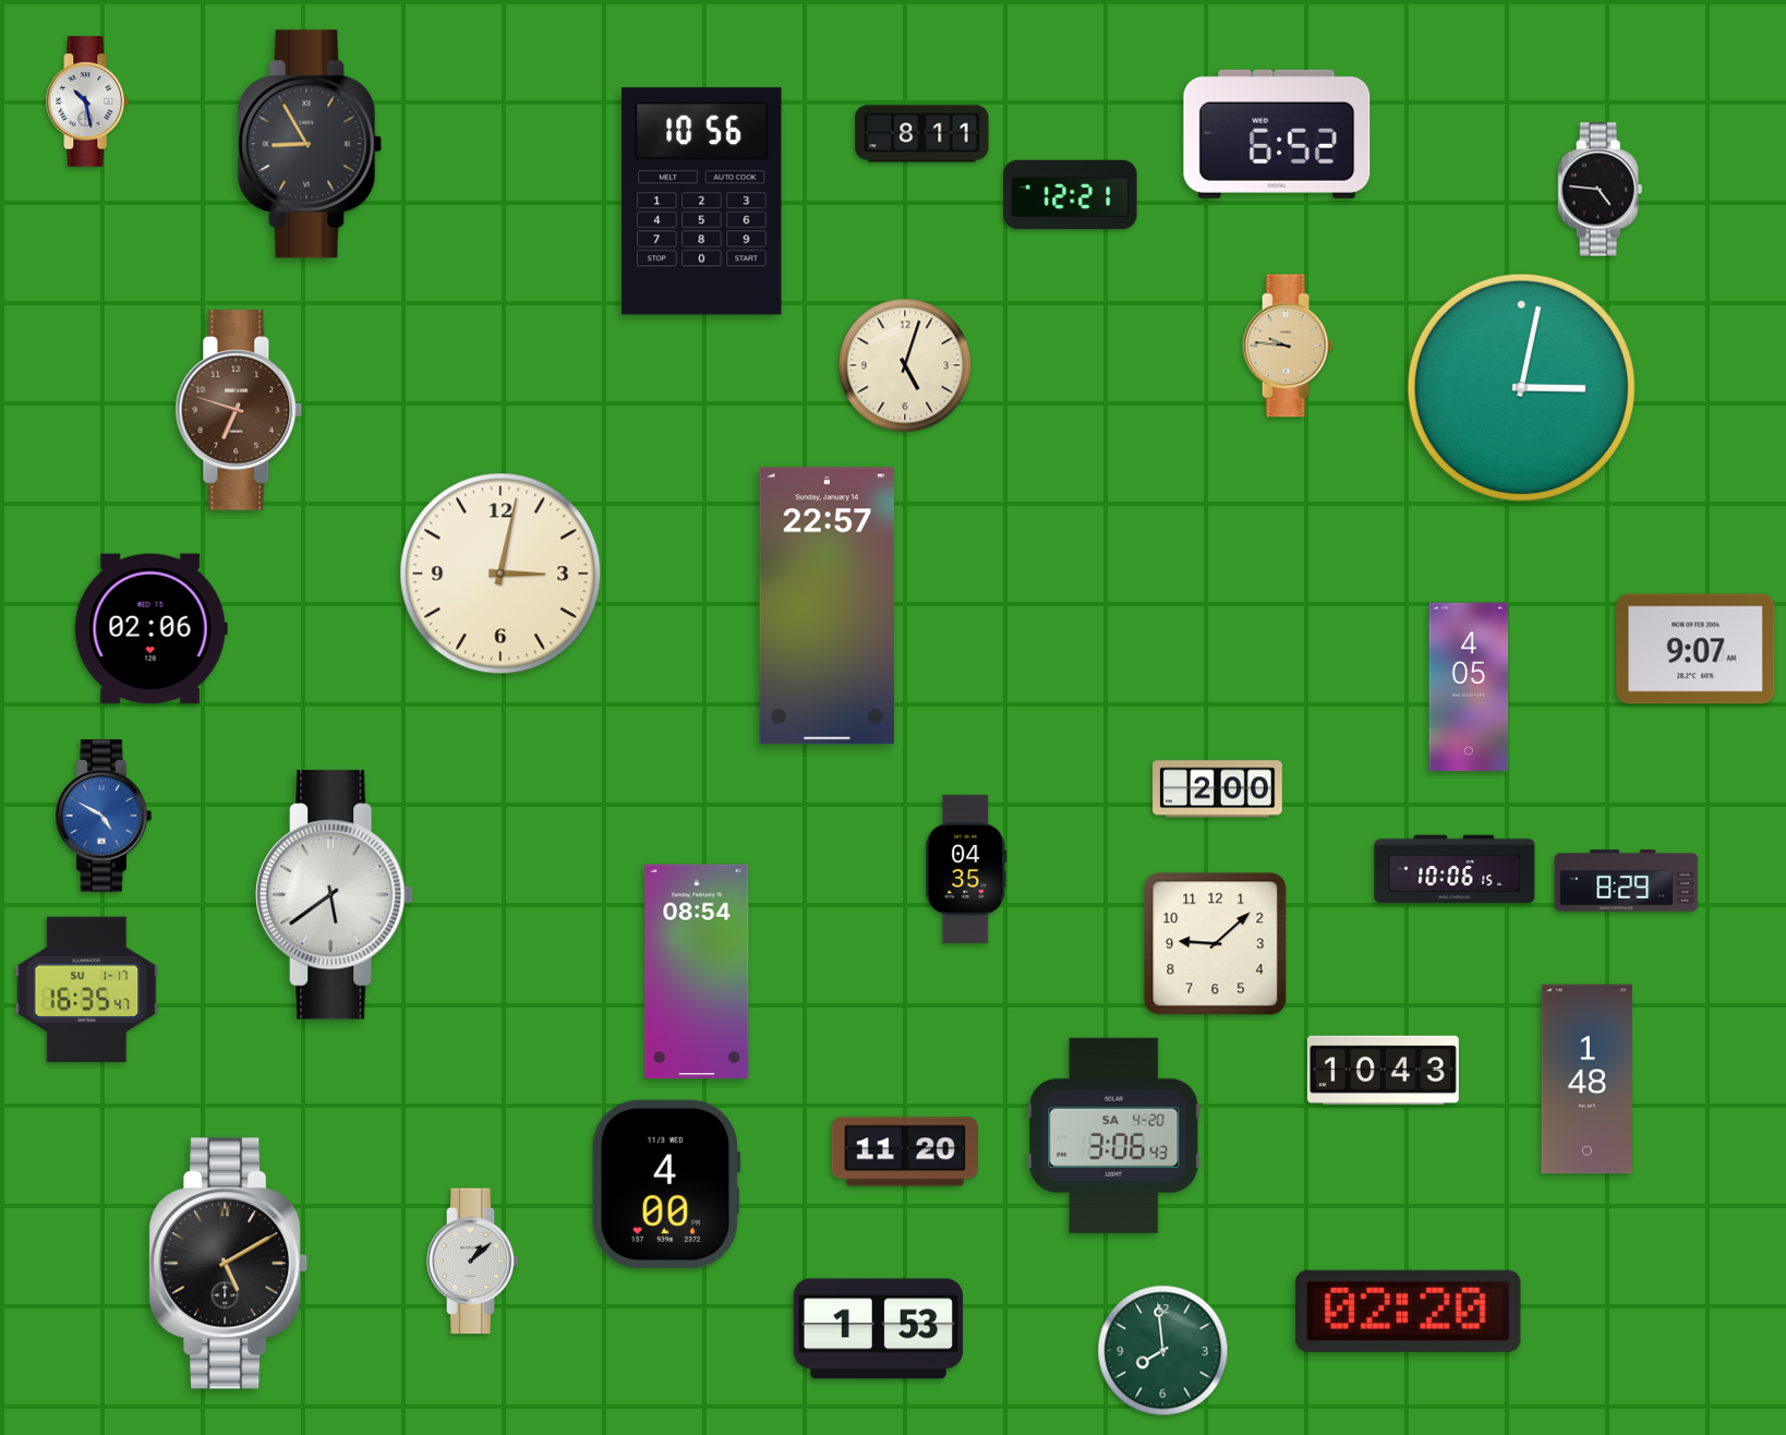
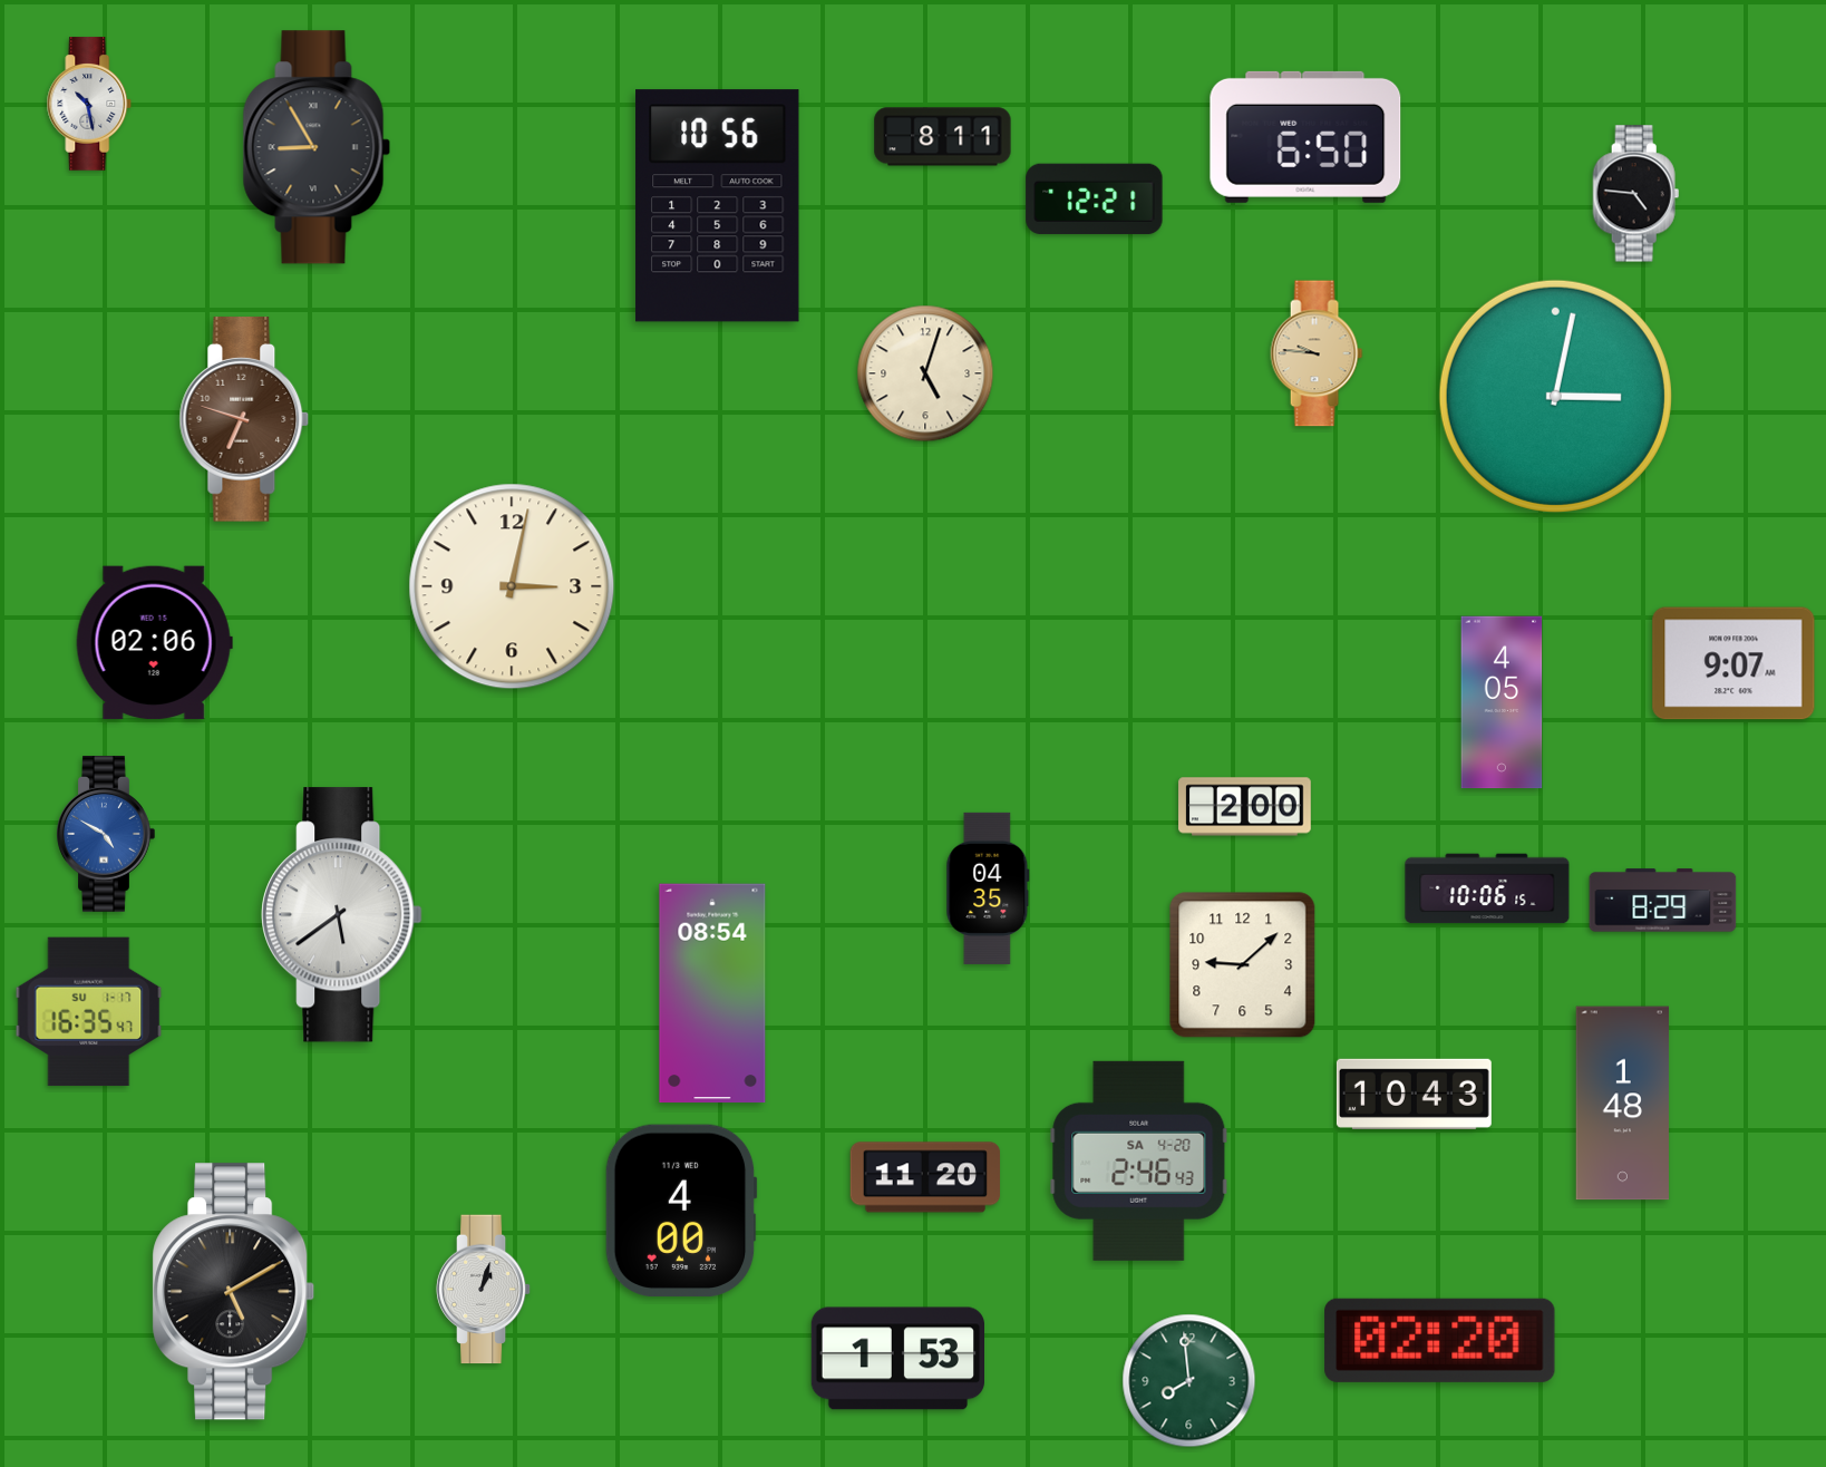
clock at (1277, 134): 6:52 -> 6:50
clock at (828, 606): 22:57 -> none
clock at (1114, 1135): 3:06 -> 2:46
clock at (473, 1262): 1:08 -> 1:03
